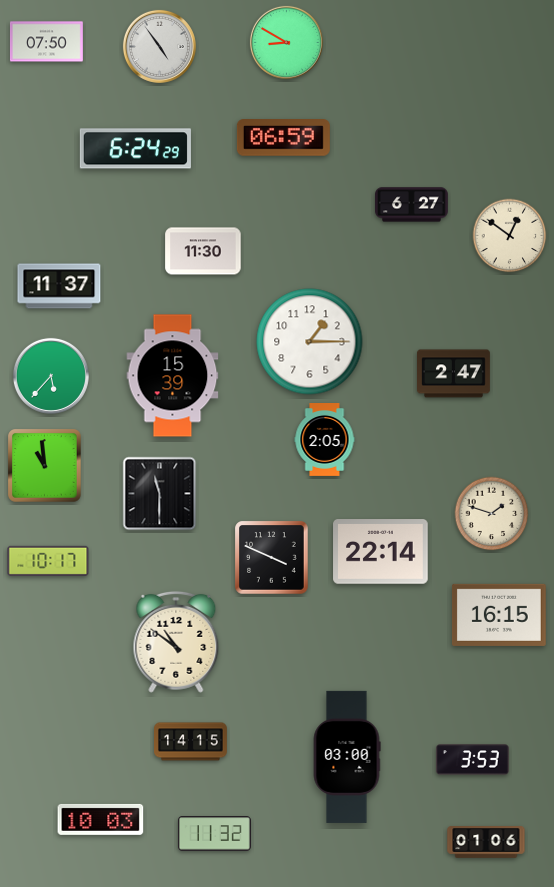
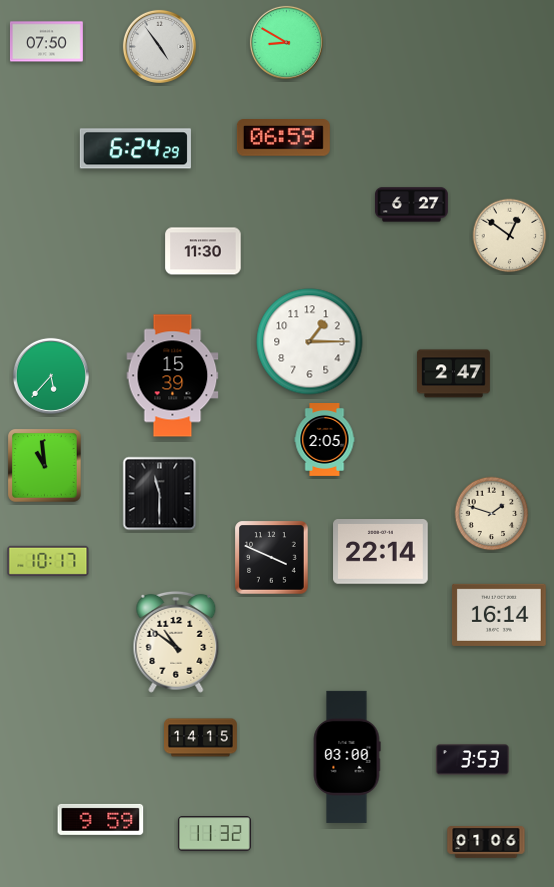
clock at (59, 286): 11:37 -> none
clock at (499, 615): 16:15 -> 16:14
clock at (191, 742) position: (191, 742) -> (201, 738)
clock at (101, 819): 10:03 -> 9:59
